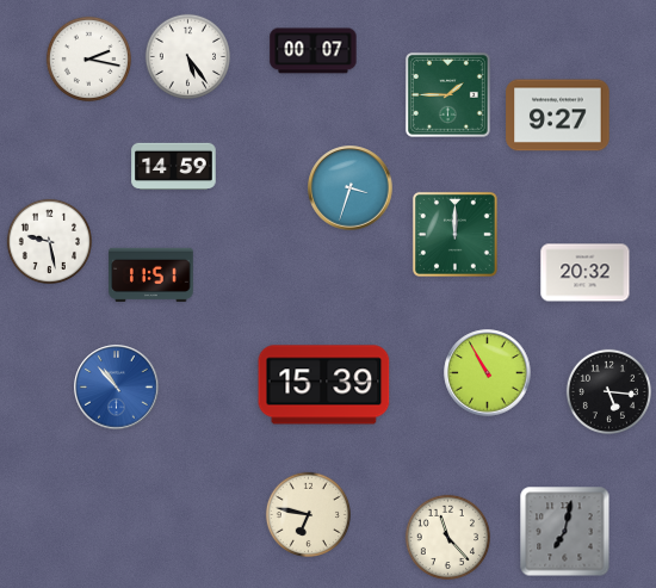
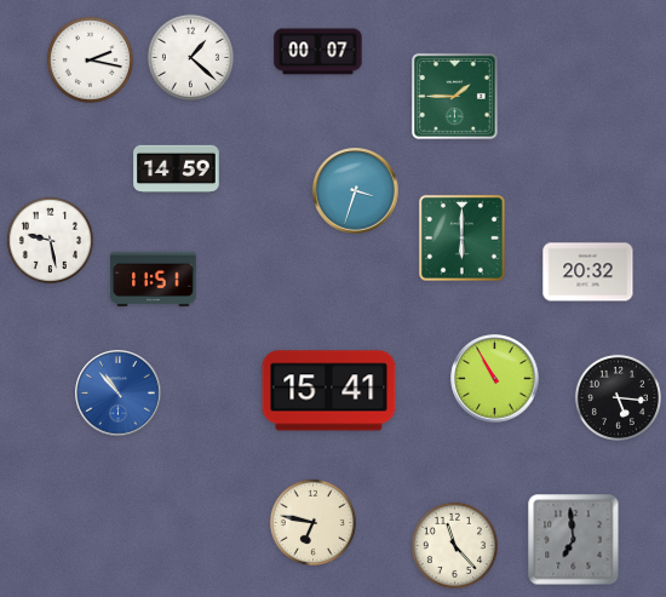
clock at (187, 56): 5:24 -> 1:22
clock at (558, 116): 9:27 -> none
clock at (454, 234): 12:00 -> 6:00
clock at (49, 241) position: (49, 241) -> (50, 240)
clock at (586, 273) position: (586, 273) -> (589, 272)
clock at (324, 385): 15:39 -> 15:41
clock at (565, 532): 7:02 -> 6:59
